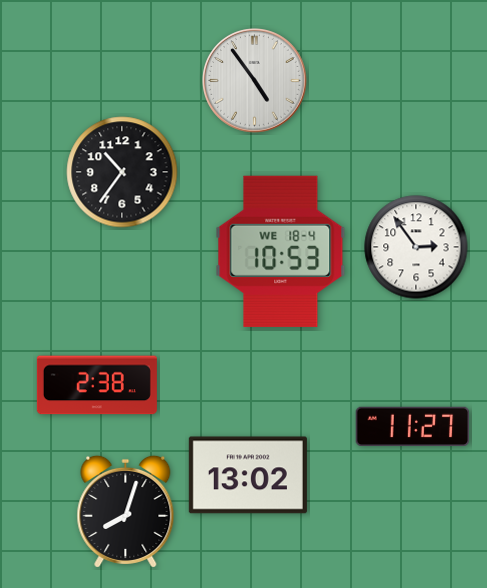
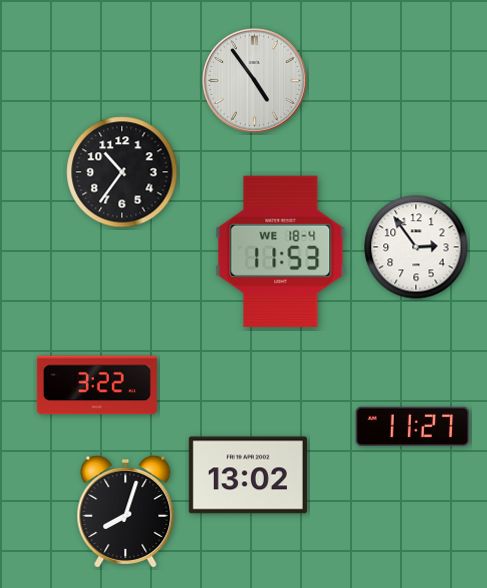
clock at (281, 251): 10:53 -> 11:53
clock at (97, 385): 2:38 -> 3:22
